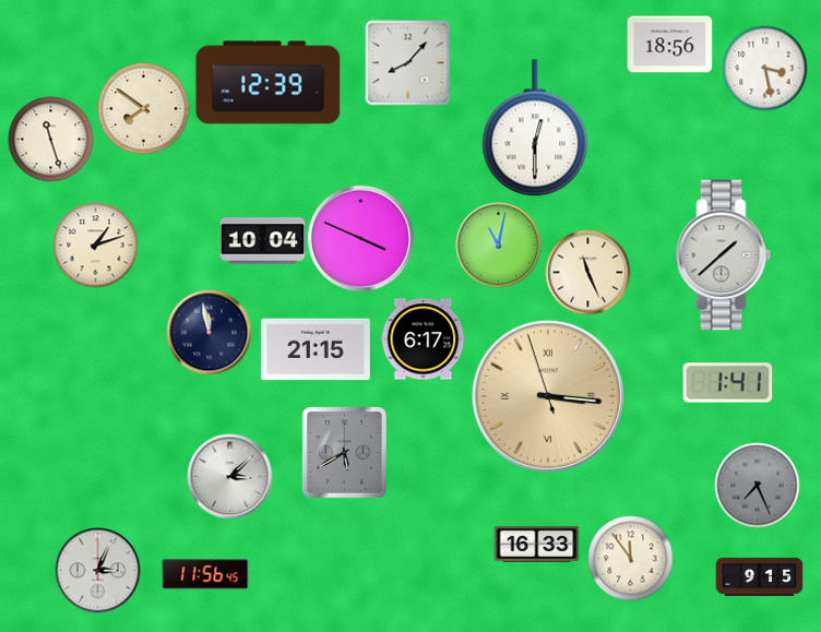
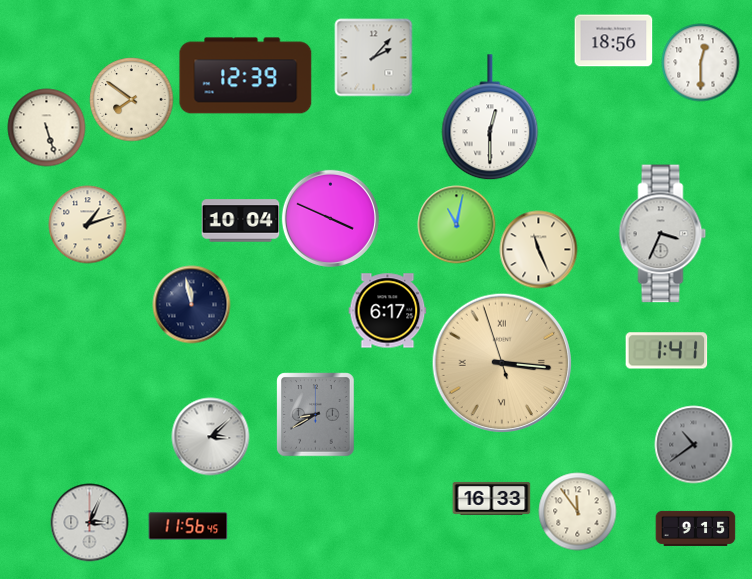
clock at (407, 62): 8:07 -> 2:07
clock at (764, 68): 3:28 -> 12:30
clock at (50, 139): 11:27 -> 5:27
clock at (724, 255): 1:38 -> 3:34
clock at (316, 349): 21:15 -> none
clock at (345, 452): 5:40 -> 8:40
clock at (757, 485): 7:26 -> 10:39
